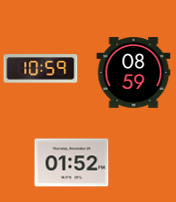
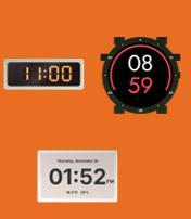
clock at (41, 69): 10:59 -> 11:00
clock at (134, 73) position: (134, 73) -> (141, 76)
